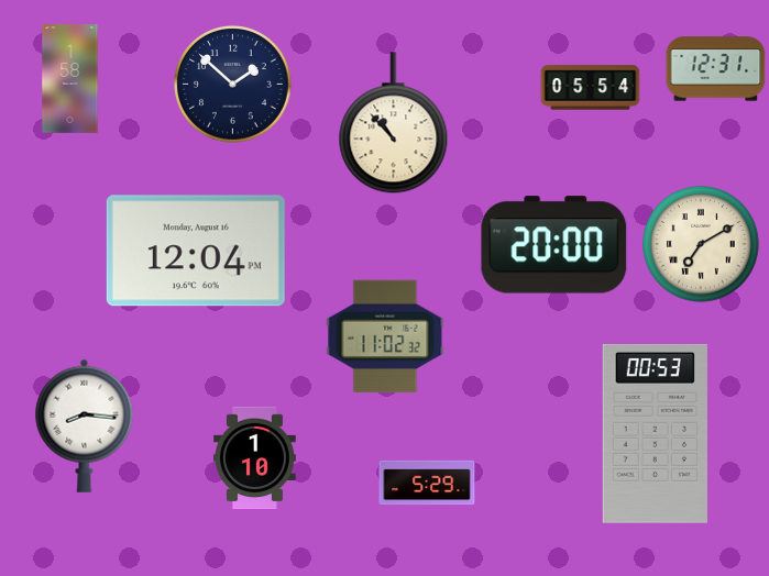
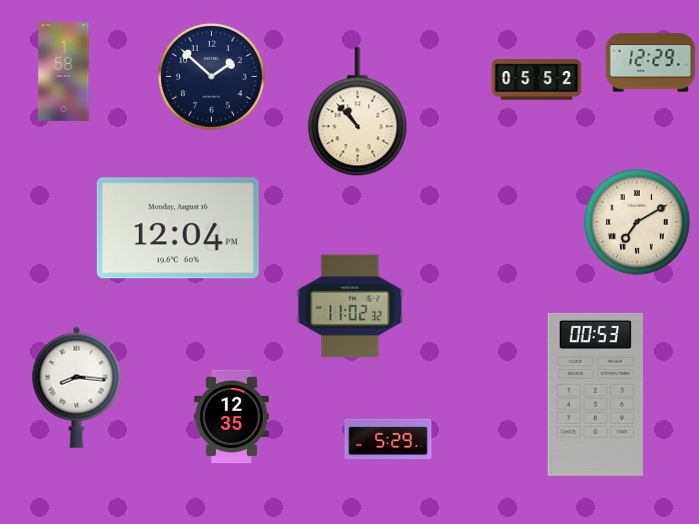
clock at (716, 69): 12:31 -> 12:29
clock at (591, 88): 05:54 -> 05:52
clock at (554, 245): 20:00 -> none
clock at (255, 458): 1:10 -> 12:35
